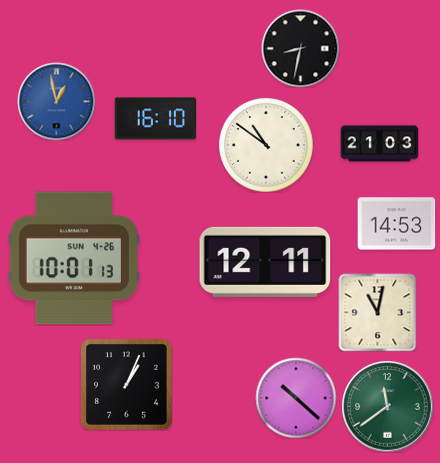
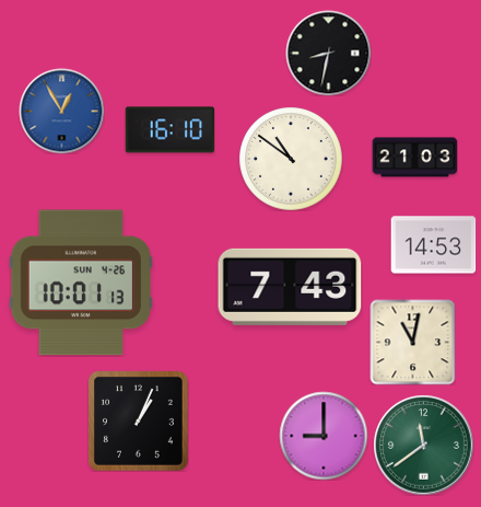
clock at (56, 101): 12:58 -> 12:55
clock at (265, 262): 12:11 -> 7:43
clock at (296, 398): 10:22 -> 9:00
